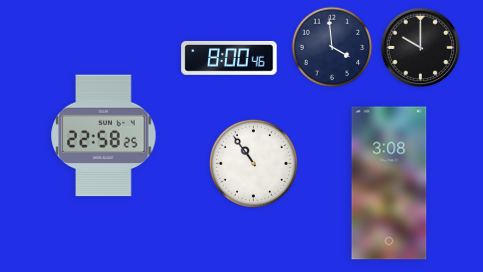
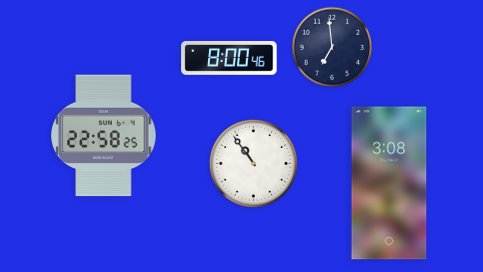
clock at (332, 47): 3:59 -> 6:59
clock at (421, 48): 10:00 -> none
